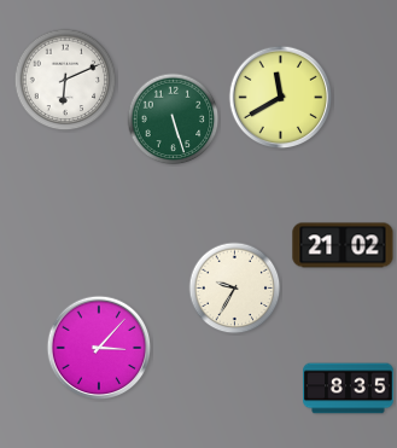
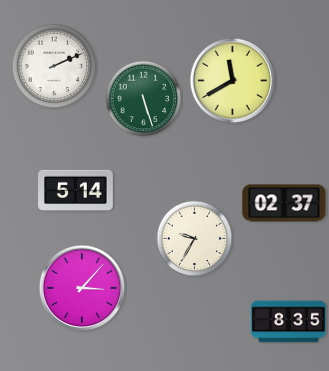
clock at (65, 80): 6:11 -> 2:11
clock at (76, 190): none -> 5:14
clock at (343, 245): 21:02 -> 02:37
